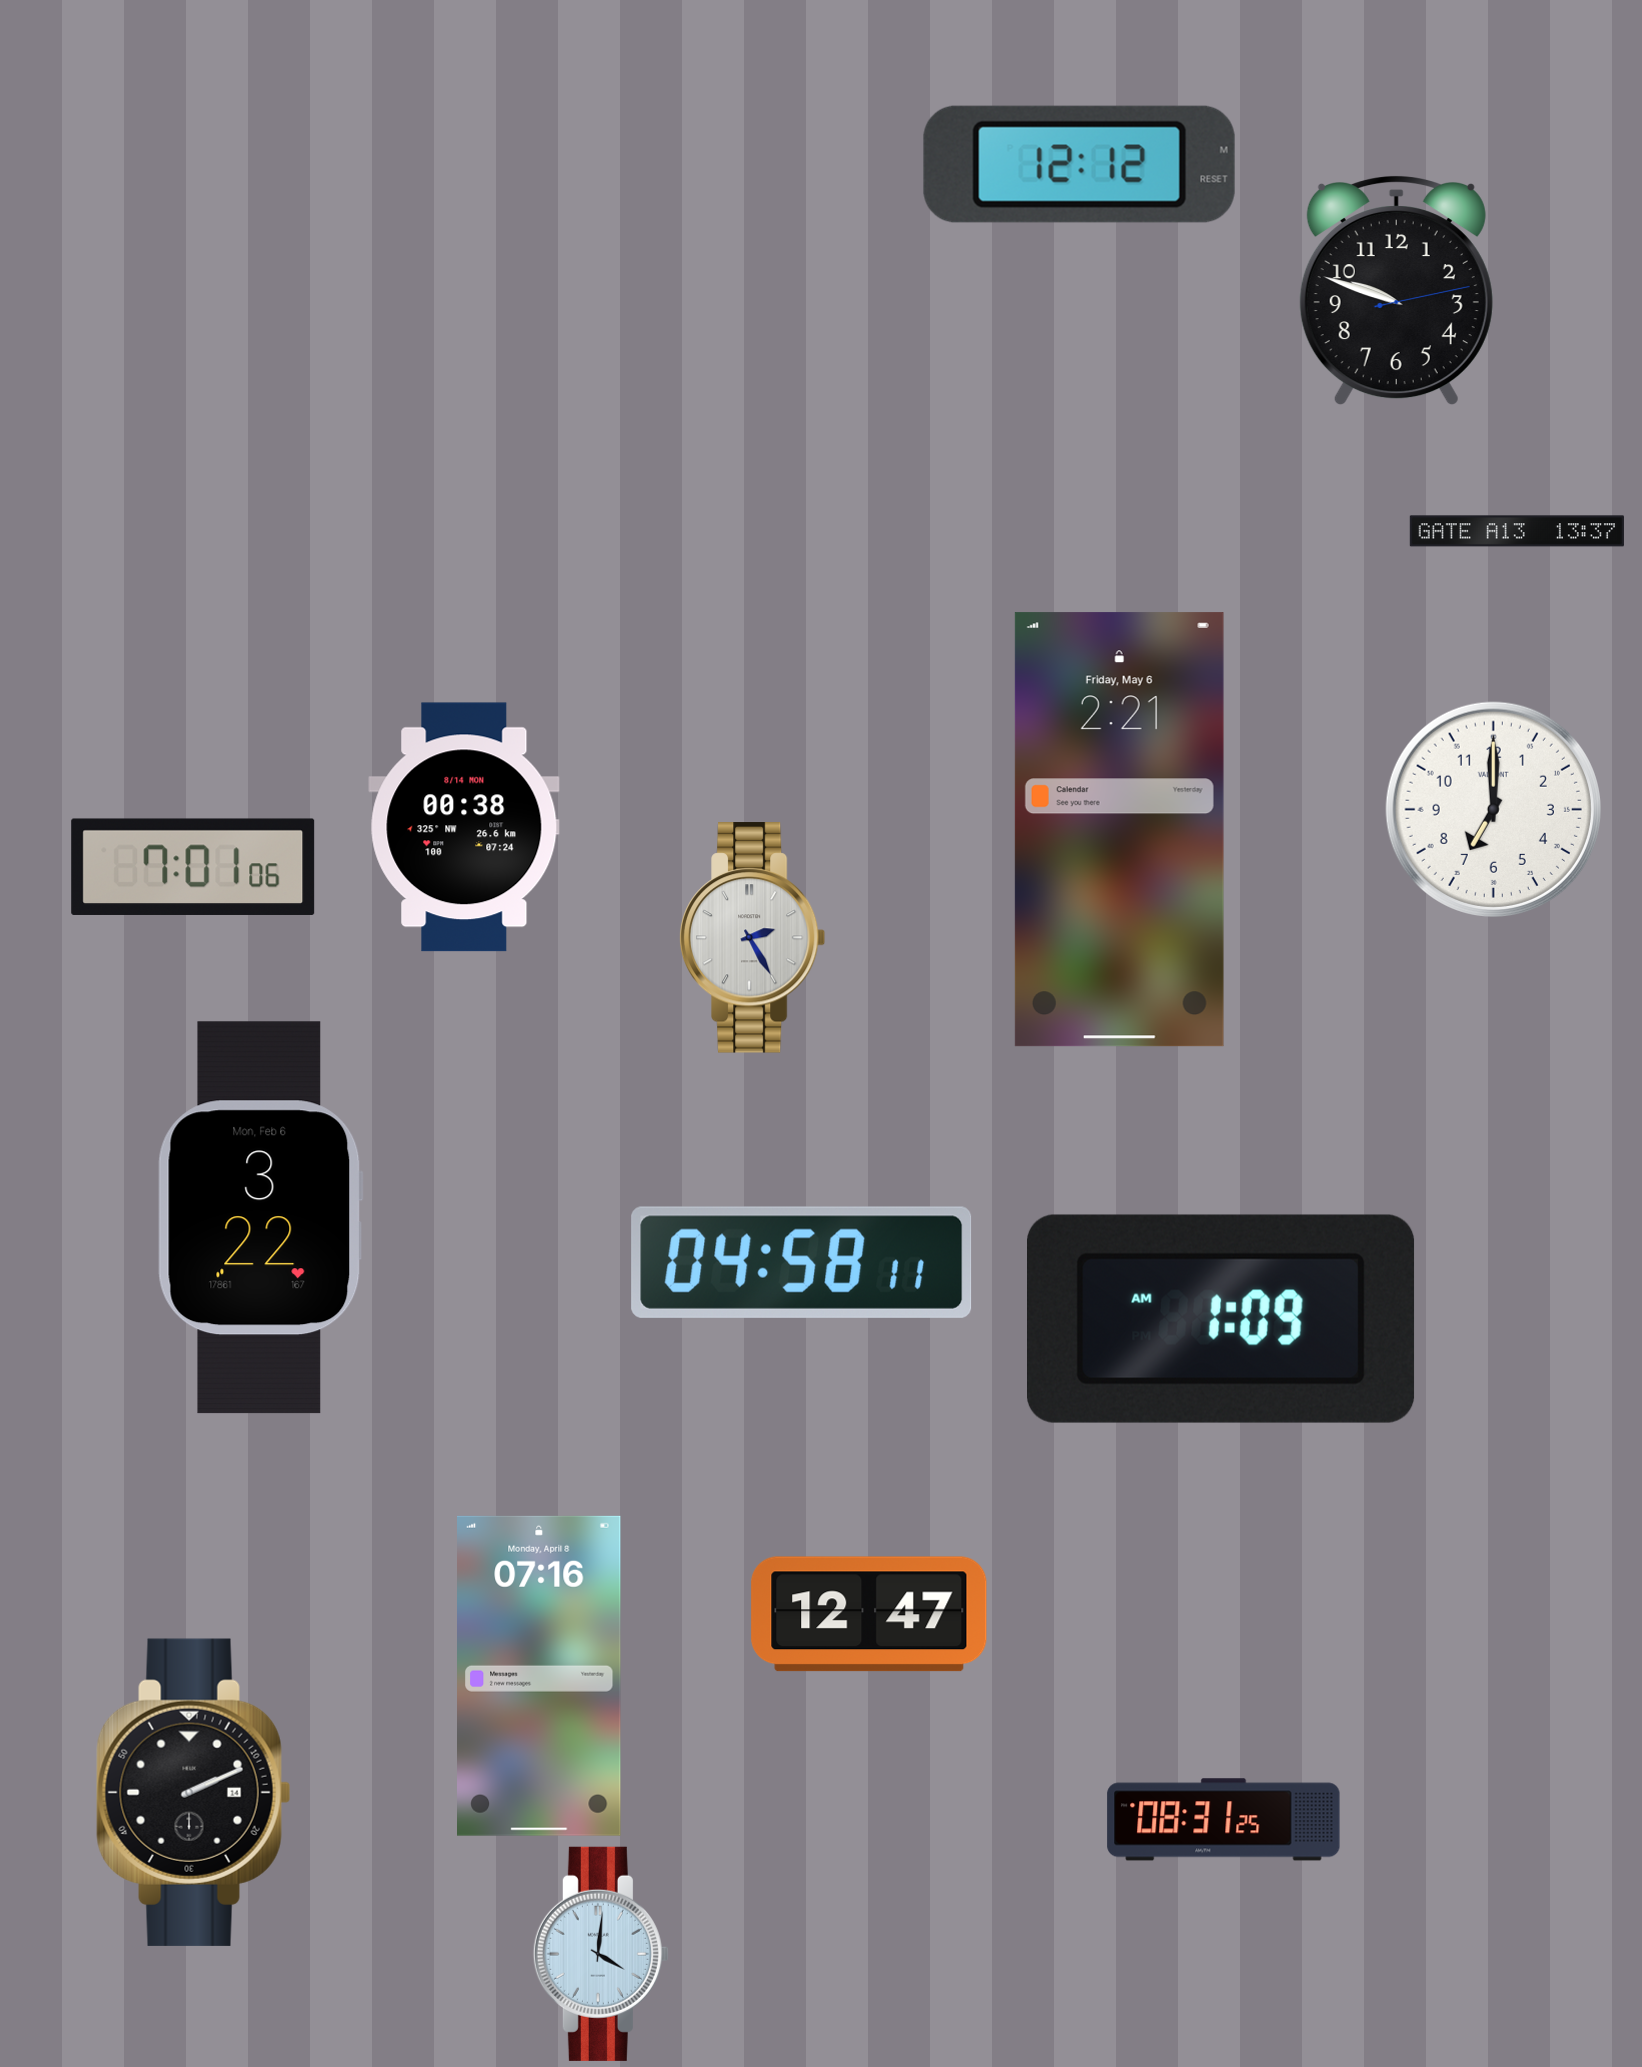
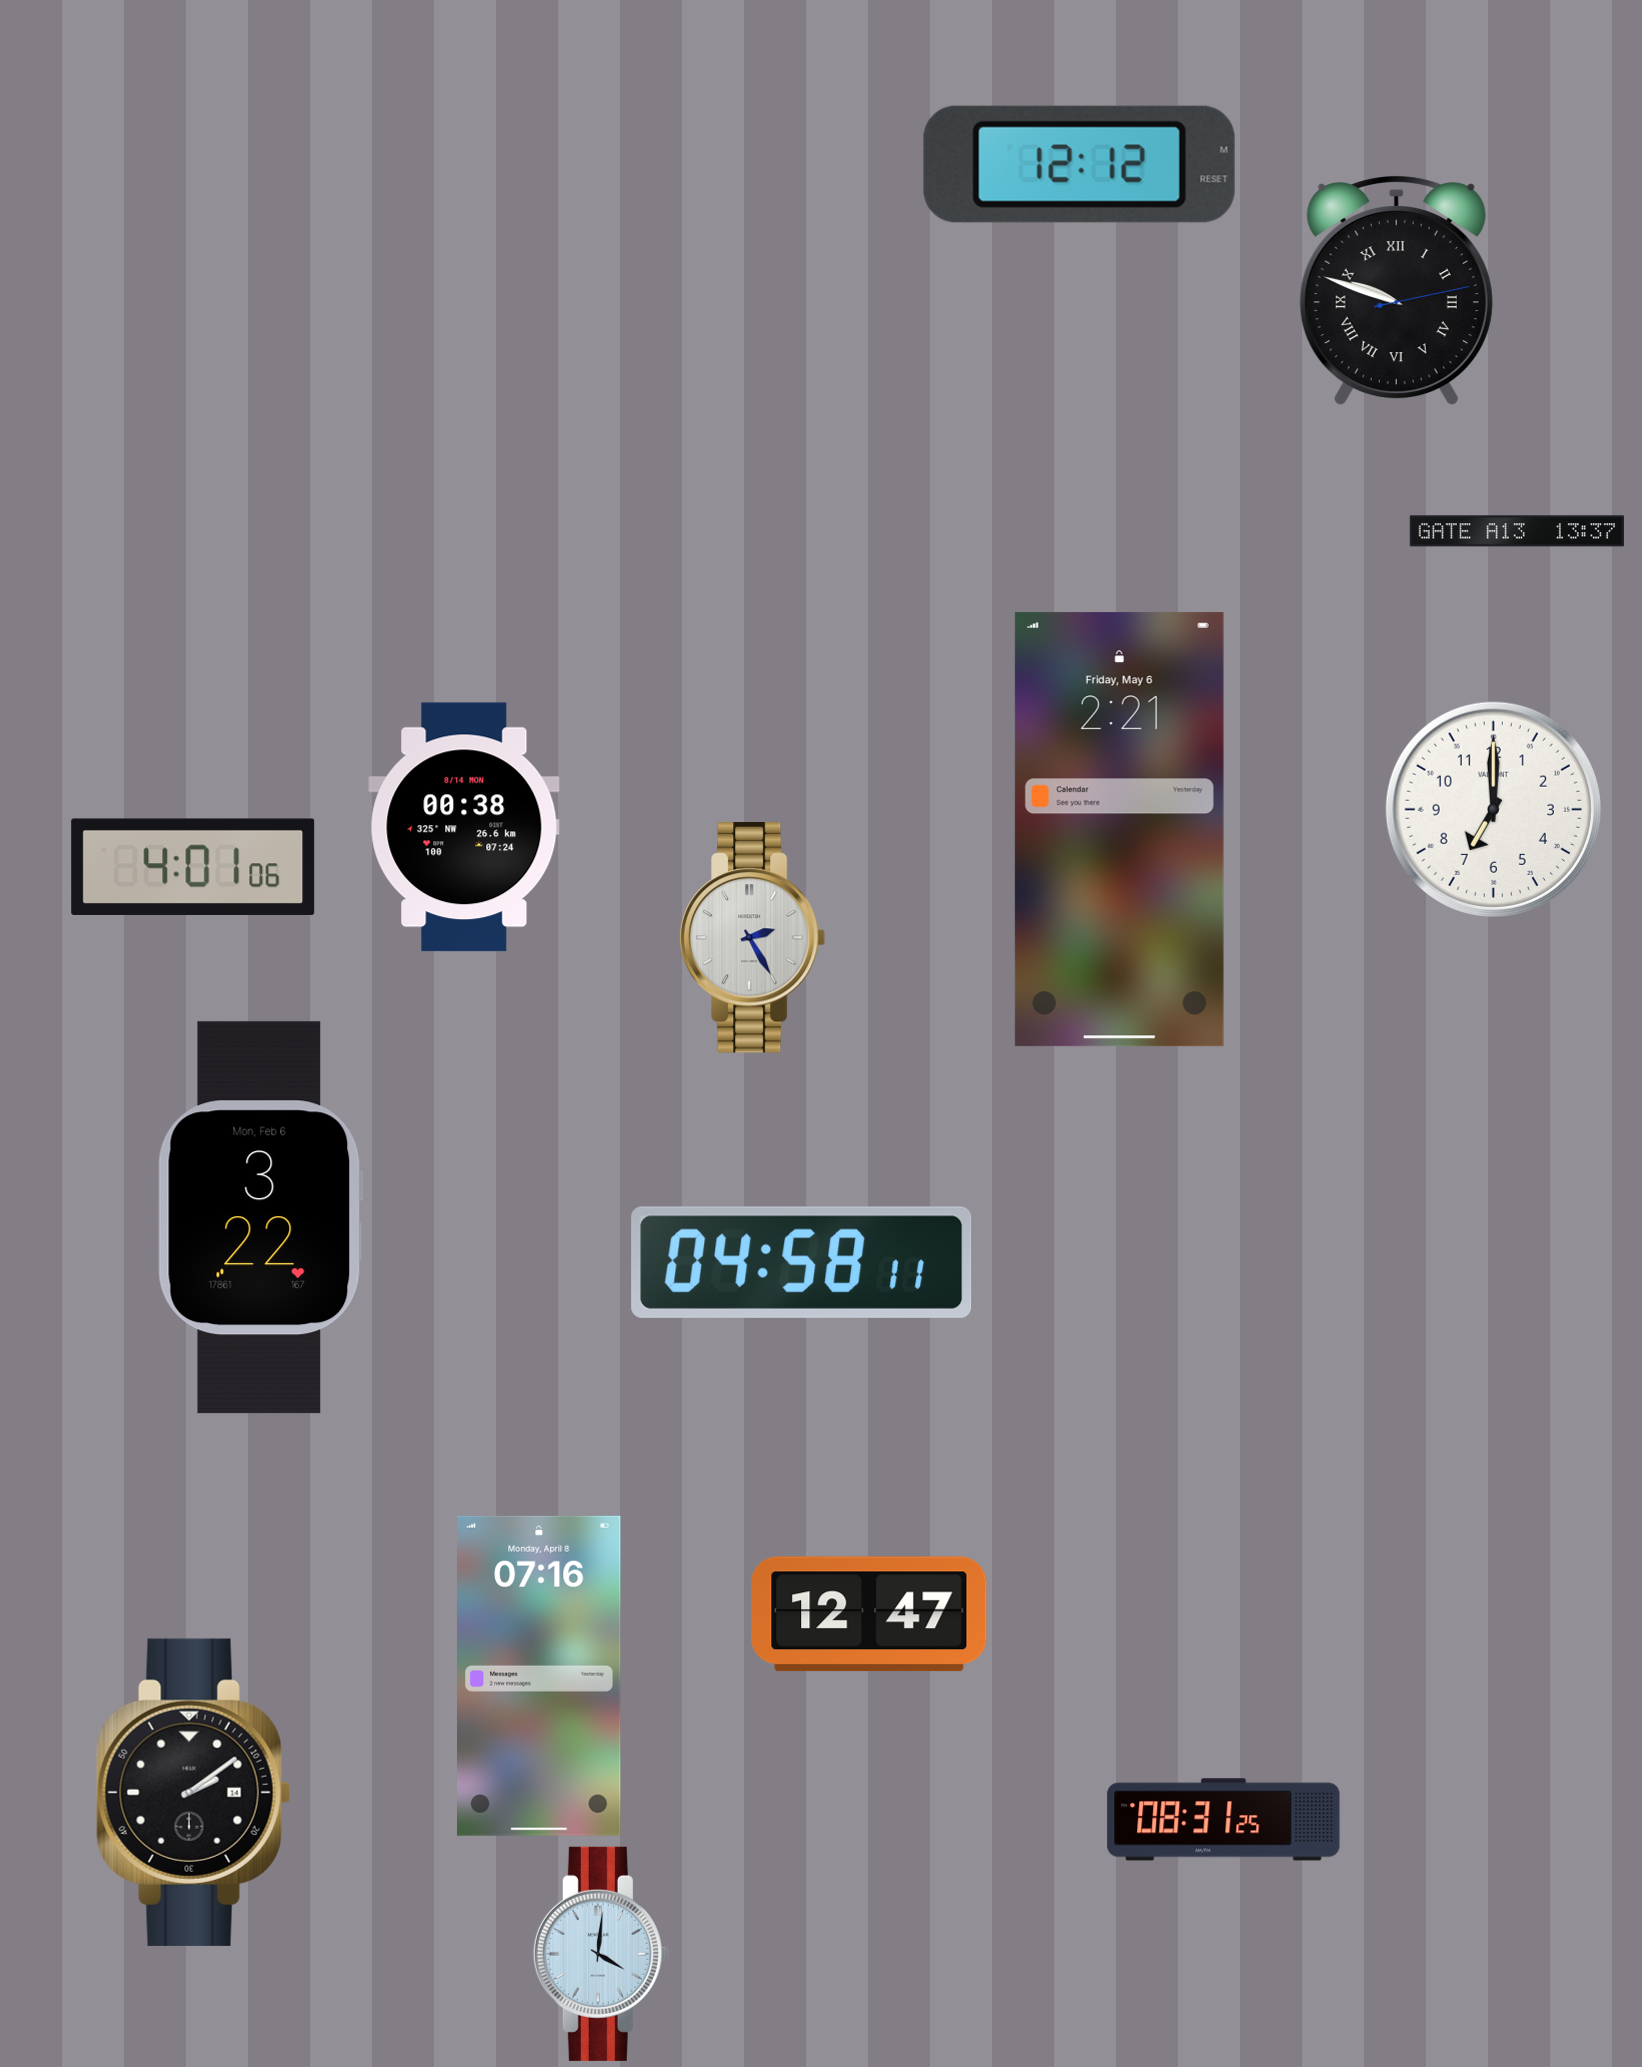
clock at (1396, 291) numerals: Arabic -> Roman
clock at (193, 867): 7:01 -> 4:01
clock at (1222, 1319): 1:09 -> none
clock at (194, 1792): 2:11 -> 2:09
